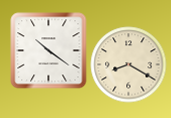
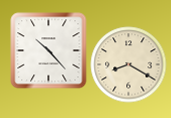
clock at (49, 51): 10:21 -> 10:23
